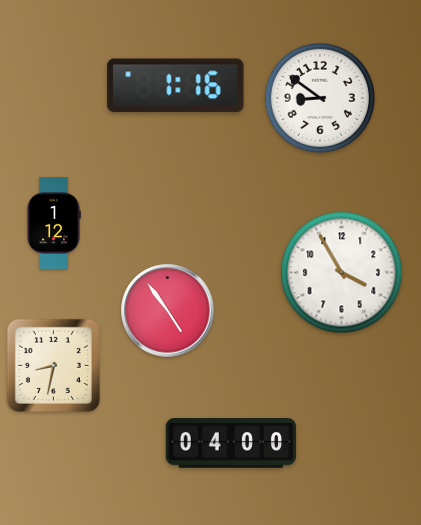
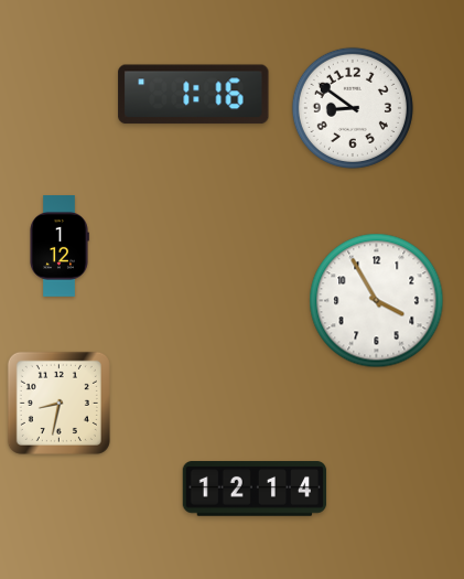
clock at (168, 311): 4:54 -> none
clock at (231, 443): 04:00 -> 12:14
